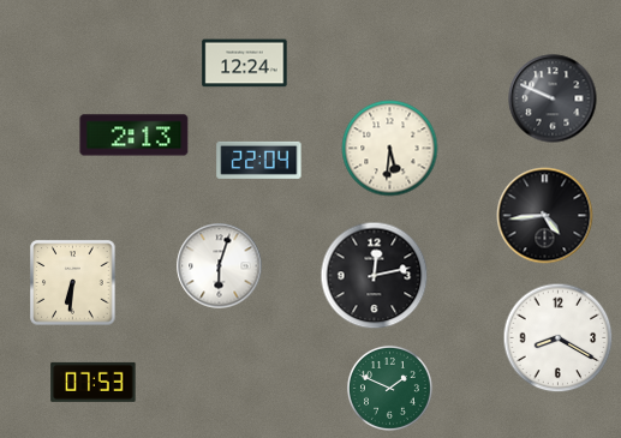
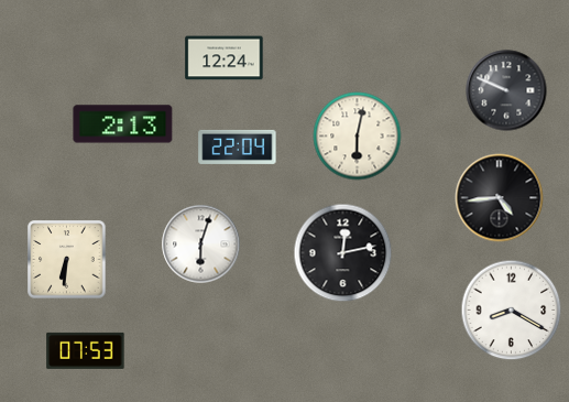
clock at (390, 149): 5:31 -> 6:02
clock at (389, 388): 1:49 -> none
